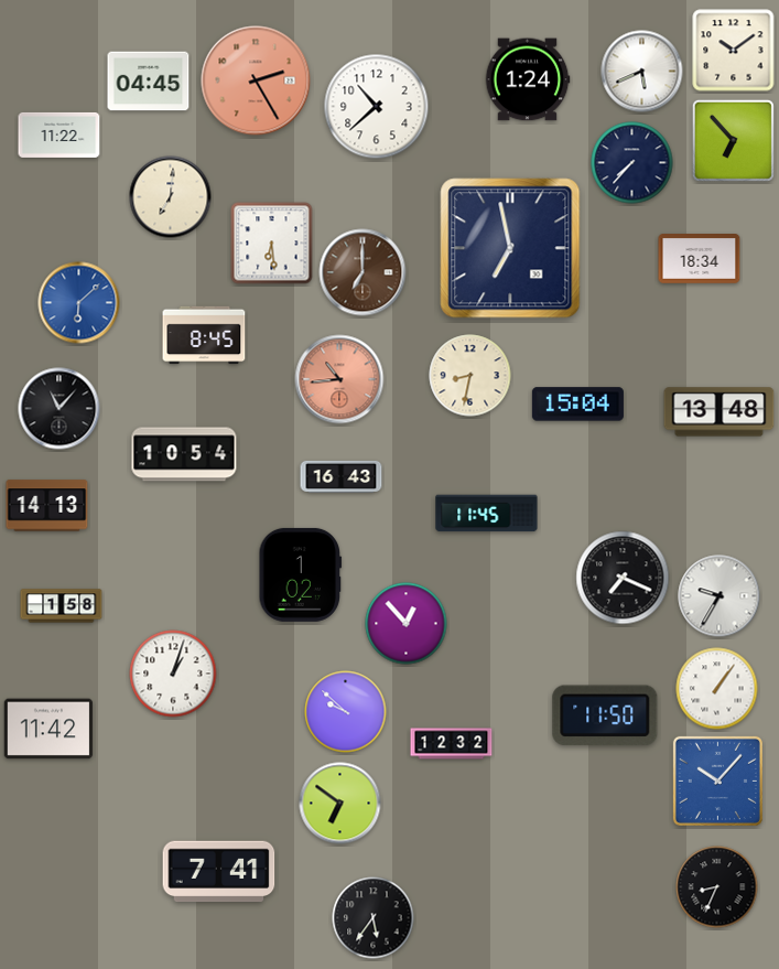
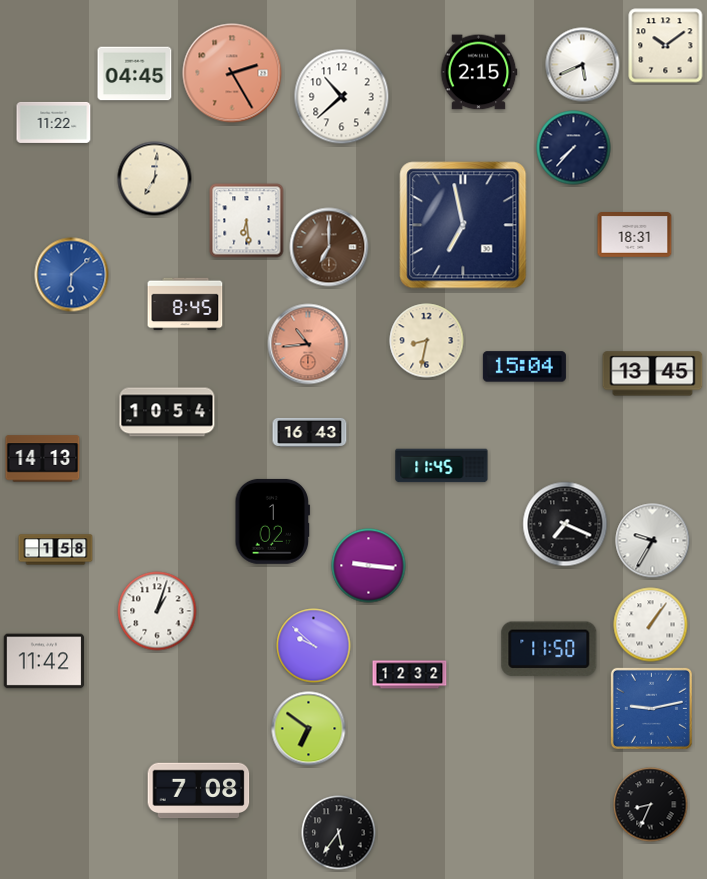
clock at (528, 79): 1:24 -> 2:15
clock at (733, 140): 6:53 -> none
clock at (700, 259): 18:34 -> 18:31
clock at (59, 409): 11:07 -> none
clock at (720, 412): 13:48 -> 13:45
clock at (407, 624): 12:53 -> 9:16
clock at (717, 780): 10:07 -> 9:13
clock at (219, 872): 7:41 -> 7:08
